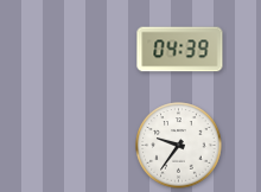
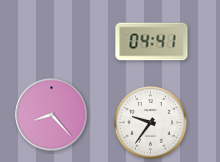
clock at (180, 50): 04:39 -> 04:41
clock at (52, 115): none -> 8:23
